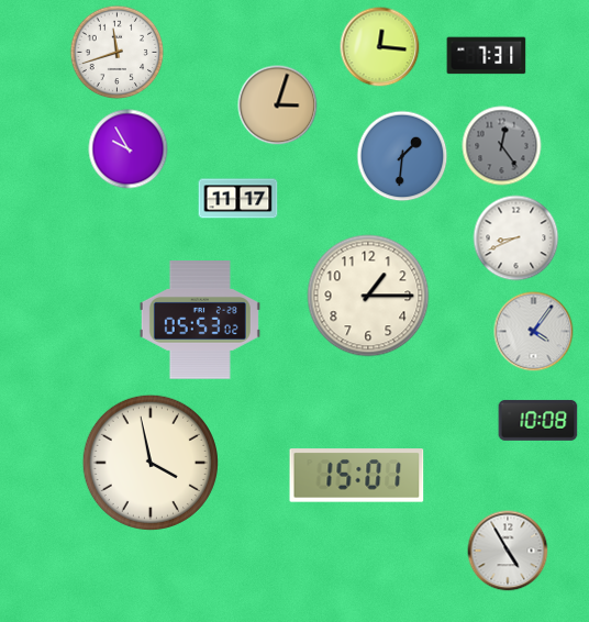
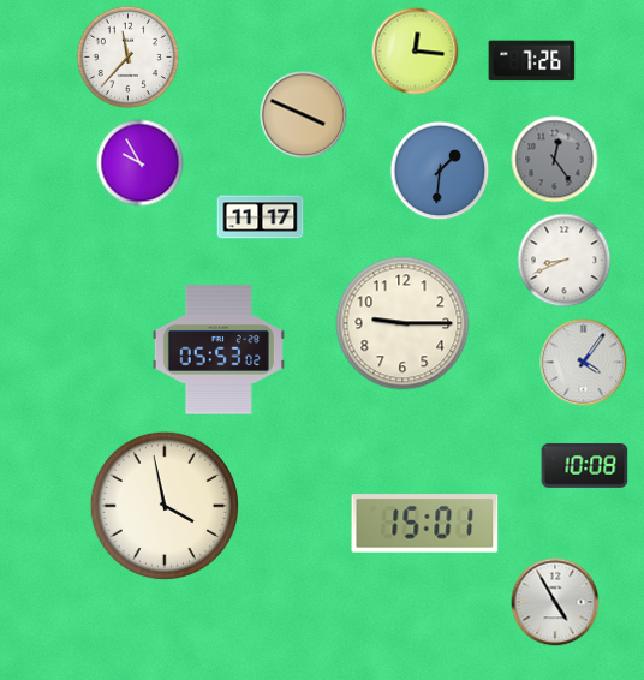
clock at (118, 53): 11:42 -> 11:37
clock at (487, 56): 7:31 -> 7:26
clock at (278, 105): 3:03 -> 3:49
clock at (502, 146) position: (502, 146) -> (555, 160)
clock at (368, 296): 1:15 -> 9:15
clock at (538, 420) position: (538, 420) -> (585, 465)
clock at (357, 476) position: (357, 476) -> (425, 524)
